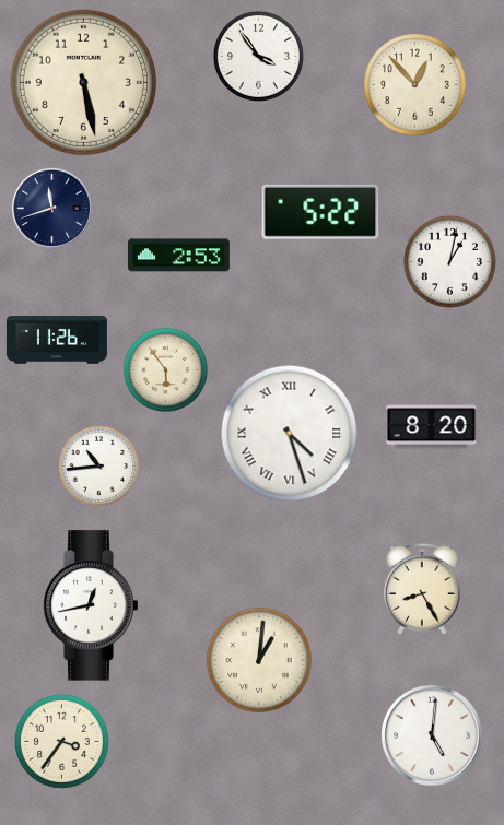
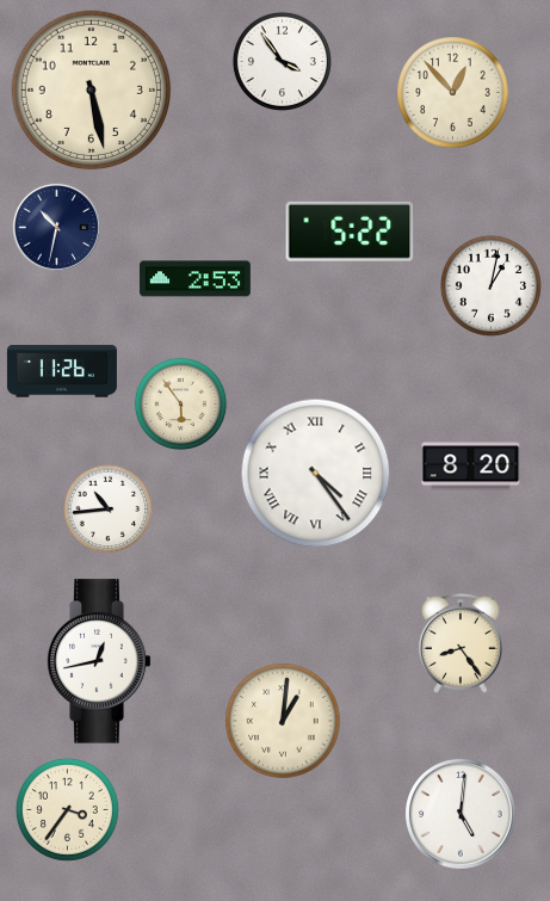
clock at (51, 208): 11:42 -> 10:32
clock at (290, 434): 4:27 -> 4:24
clock at (422, 590): 8:25 -> 8:24
clock at (433, 736) position: (433, 736) -> (462, 815)
